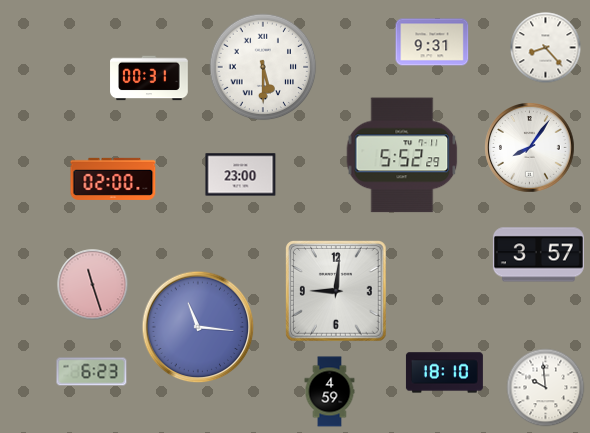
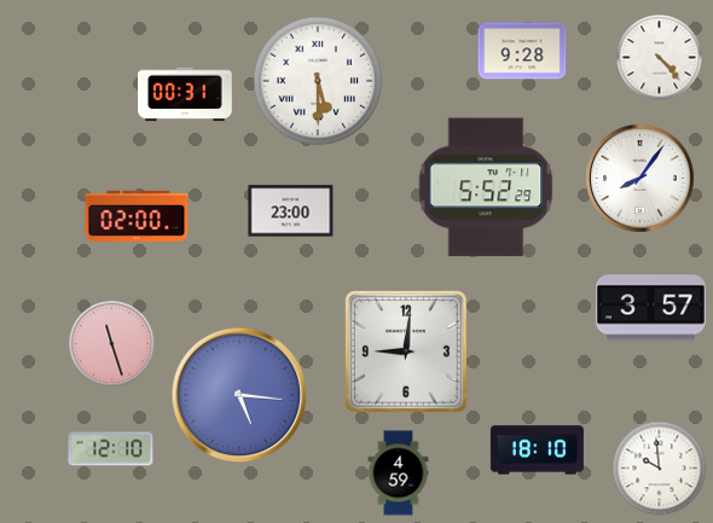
clock at (432, 42): 9:31 -> 9:28
clock at (546, 48): 8:23 -> 4:23
clock at (149, 78) position: (149, 78) -> (185, 94)
clock at (198, 327): 11:16 -> 5:16
clock at (92, 372): 6:23 -> 12:10
